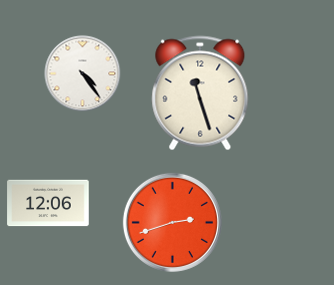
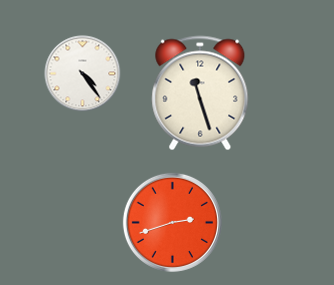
clock at (48, 203): 12:06 -> none
